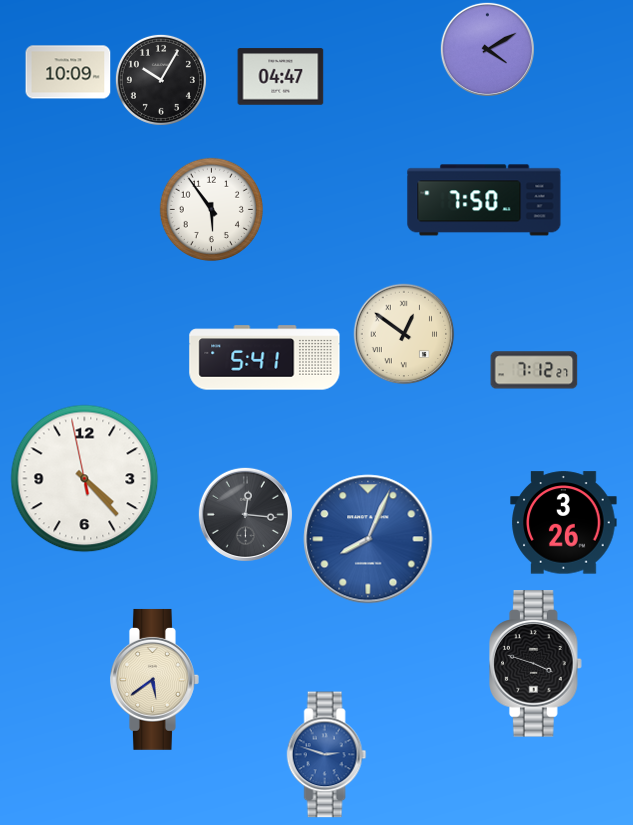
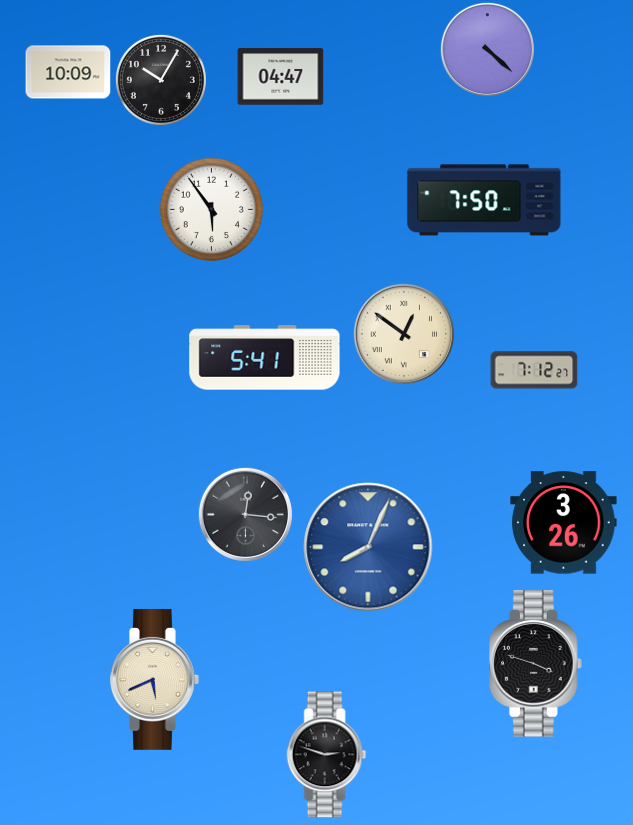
clock at (487, 49): 4:10 -> 4:22
clock at (85, 479): 4:22 -> none
clock at (368, 539) position: (368, 539) -> (368, 547)
clock at (155, 679): 5:39 -> 5:41
clock at (327, 755) dial: blue -> black
